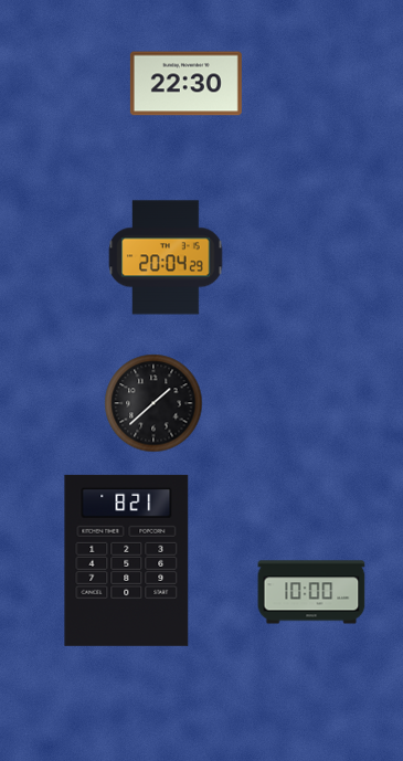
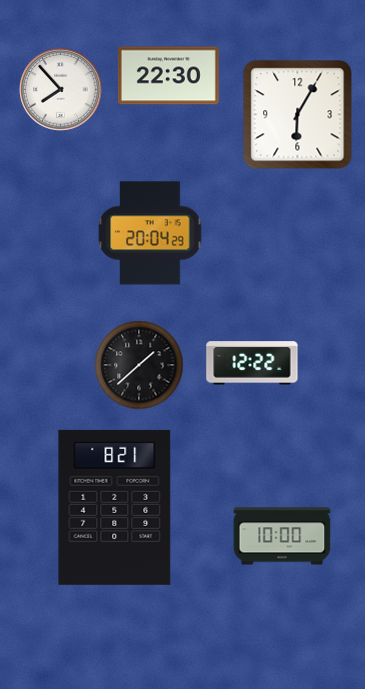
clock at (61, 90): none -> 7:53
clock at (298, 115): none -> 6:05
clock at (252, 363): none -> 12:22
